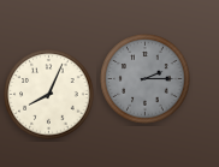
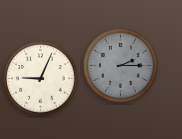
clock at (49, 95): 8:04 -> 9:04
